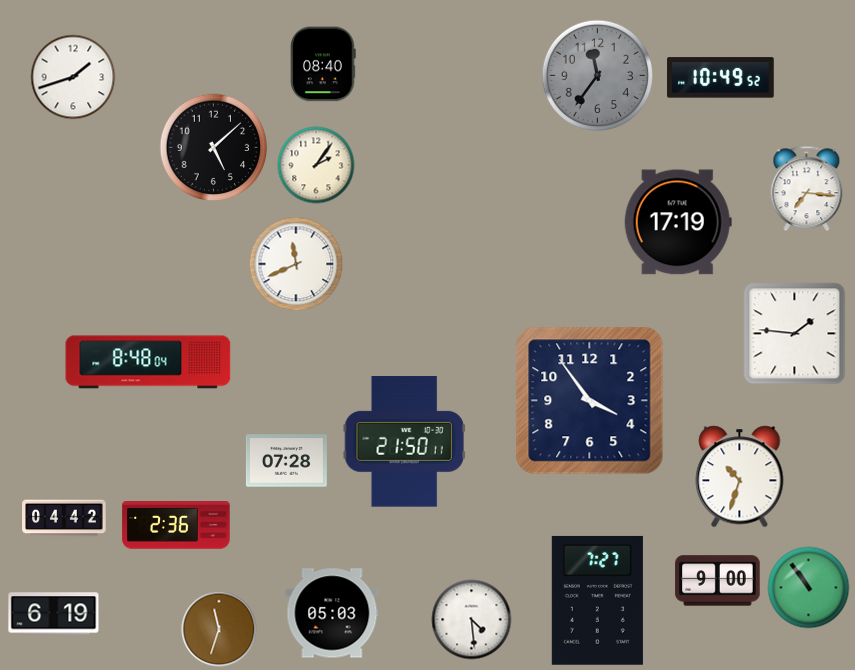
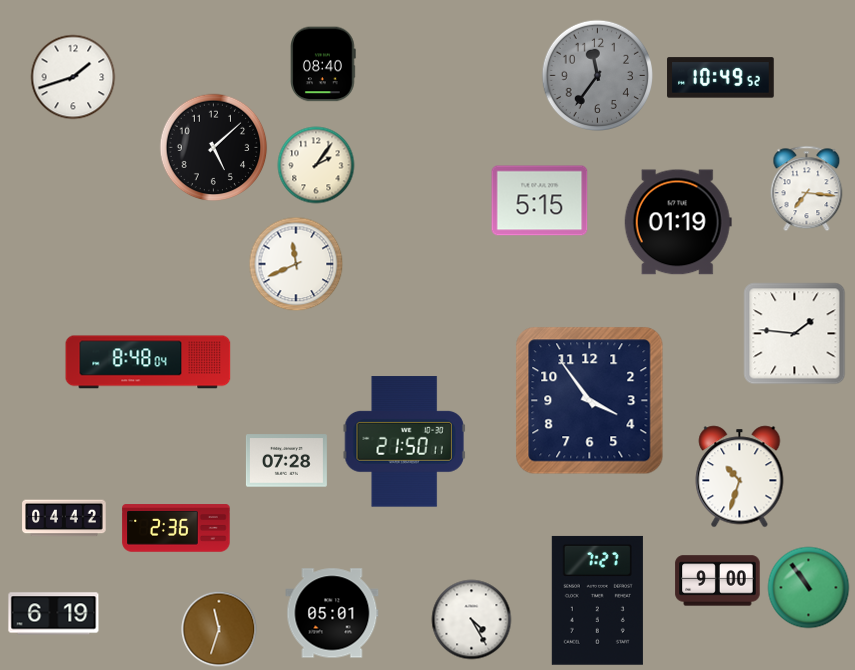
clock at (540, 201): none -> 5:15
clock at (678, 222): 17:19 -> 01:19
clock at (176, 525) position: (176, 525) -> (176, 528)
clock at (332, 613): 05:03 -> 05:01
clock at (472, 620): 4:29 -> 4:25
